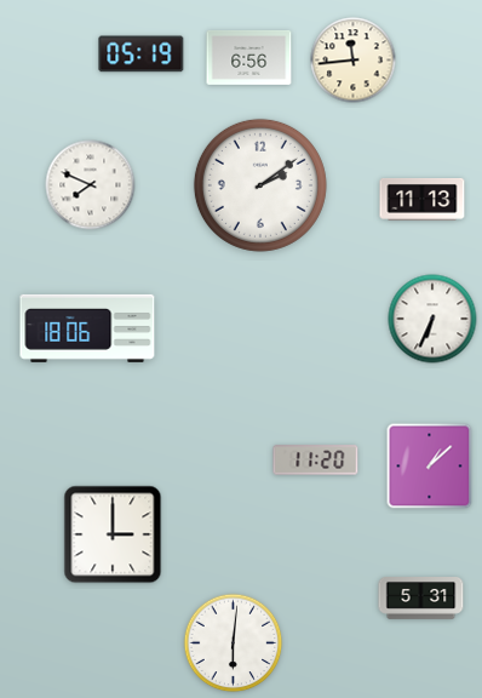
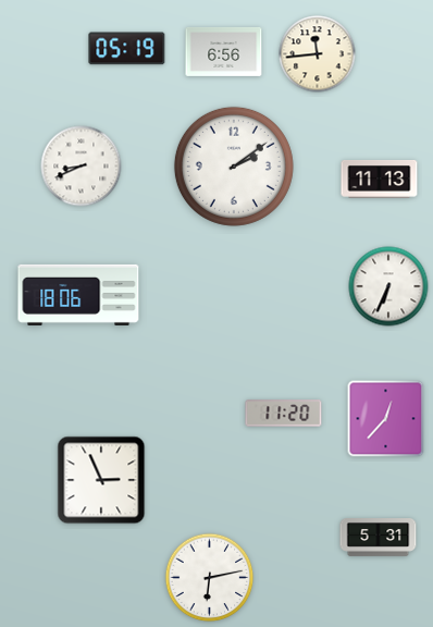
clock at (91, 185): 7:49 -> 8:41
clock at (430, 467): 1:08 -> 12:37
clock at (113, 534): 3:00 -> 2:56
clock at (234, 643): 6:01 -> 6:13
